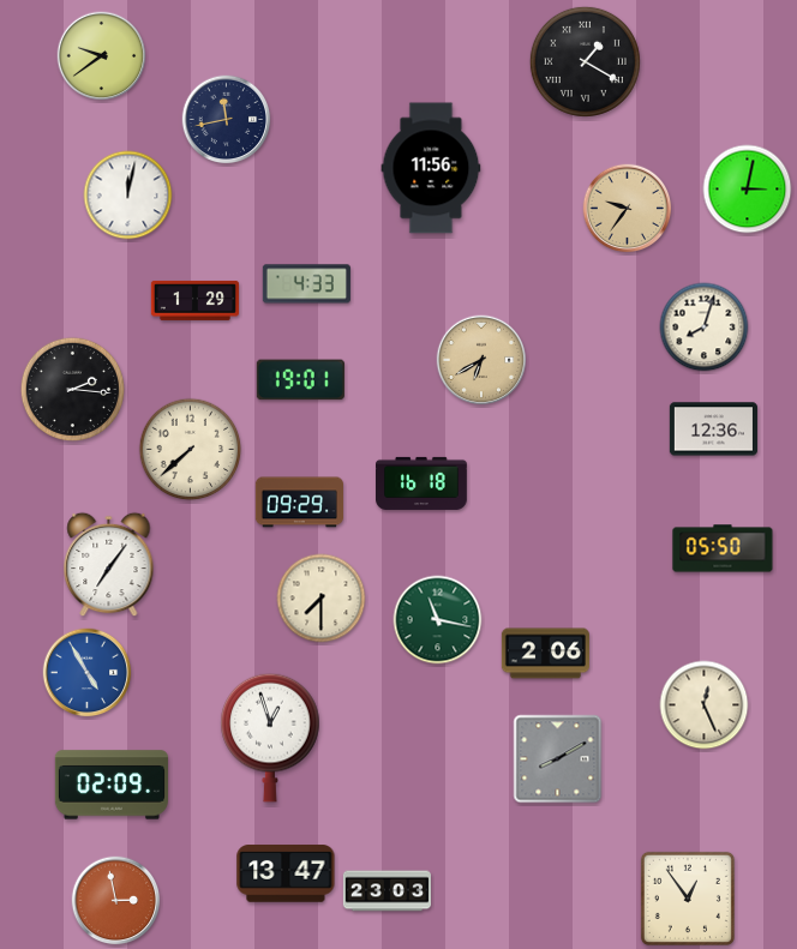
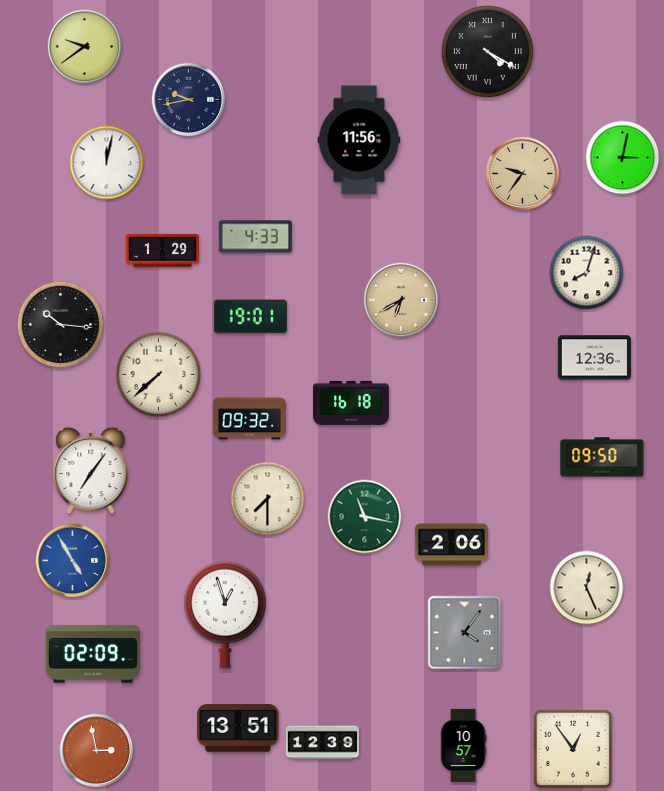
clock at (585, 61): 1:20 -> 4:20
clock at (227, 120): 11:43 -> 9:43
clock at (73, 390): 2:16 -> 10:16
clock at (299, 503): 09:29 -> 09:32
clock at (723, 548): 05:50 -> 09:50
clock at (545, 654) position: (545, 654) -> (451, 545)
clock at (558, 759): 8:10 -> 4:06
clock at (286, 873): 13:47 -> 13:51
clock at (386, 891): 23:03 -> 12:39
clock at (463, 745): none -> 10:57
